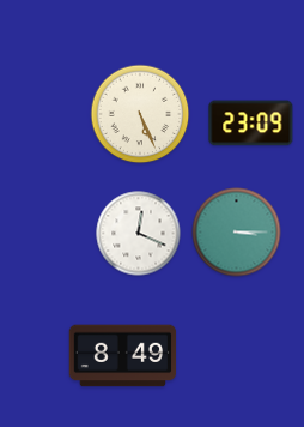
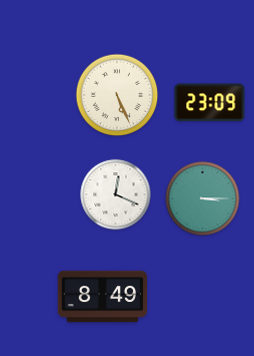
clock at (237, 233) position: (237, 233) -> (203, 199)
